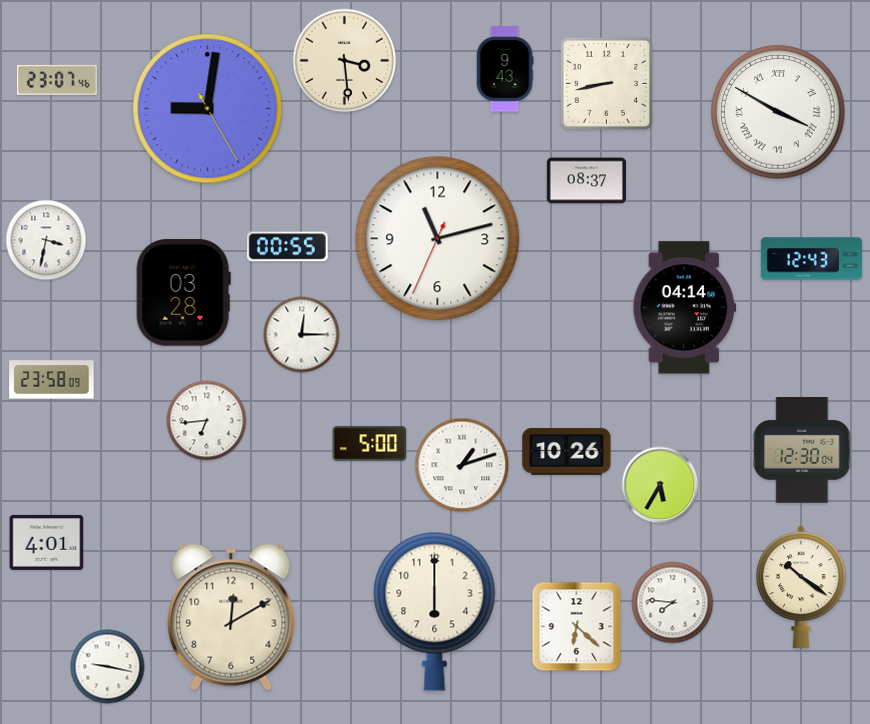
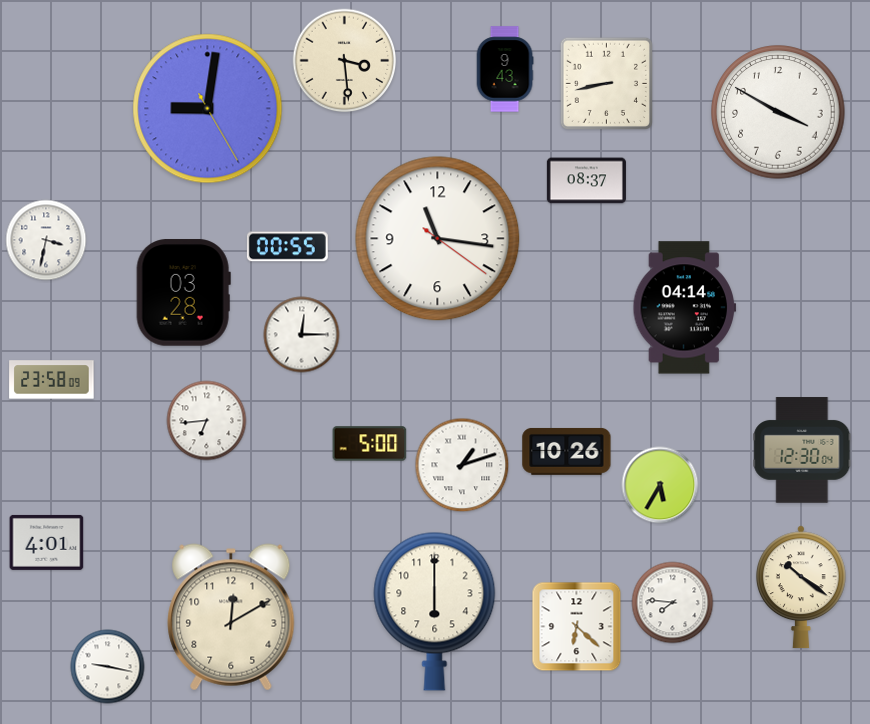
clock at (57, 80): 23:07 -> none
clock at (778, 112) numerals: Roman -> Arabic
clock at (438, 239): 11:12 -> 11:16
clock at (811, 259): 12:43 -> none
